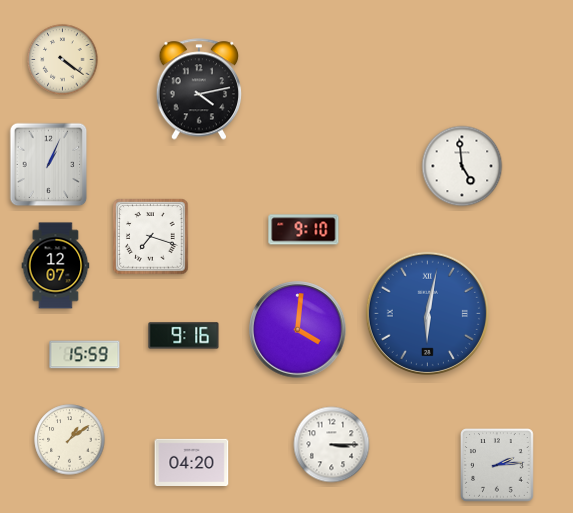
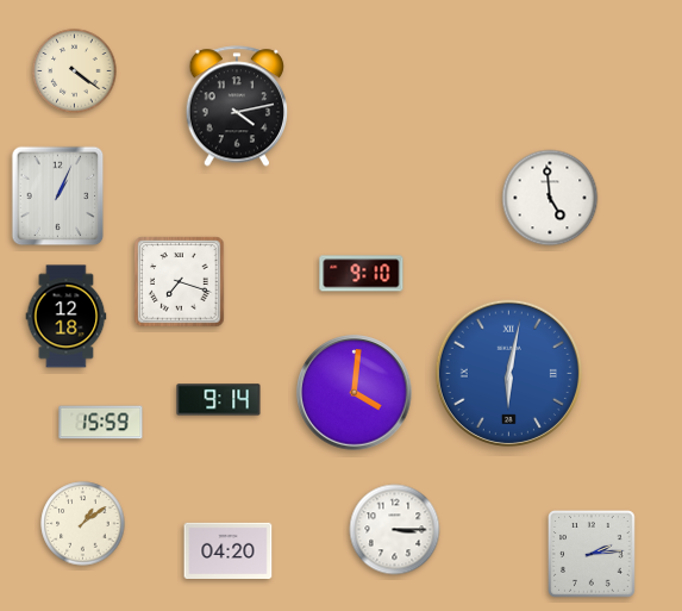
clock at (56, 266): 12:07 -> 12:18
clock at (184, 336): 9:16 -> 9:14
